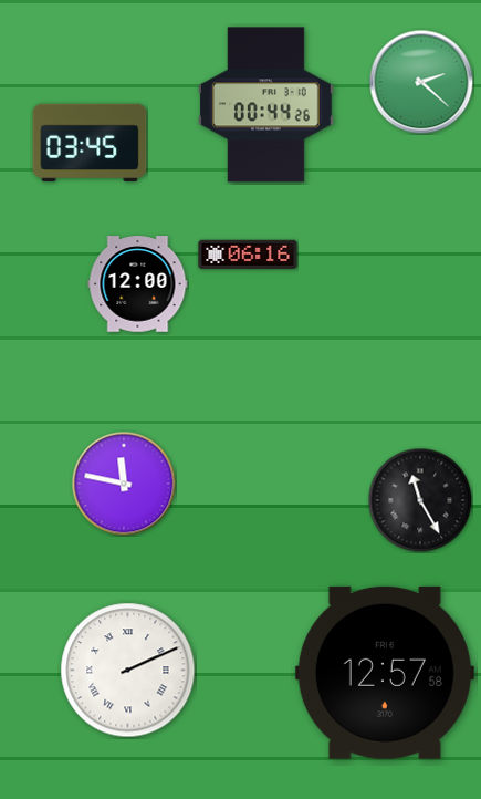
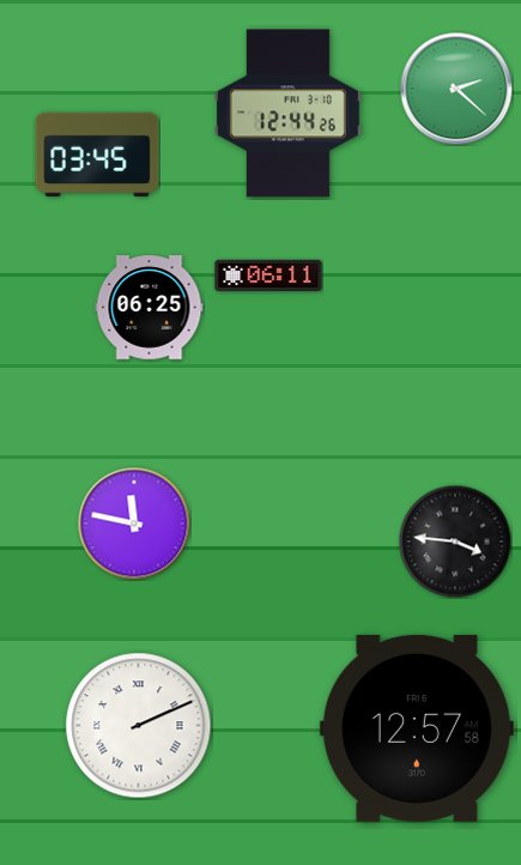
clock at (265, 105): 00:44 -> 12:44
clock at (248, 253): 06:16 -> 06:11
clock at (138, 284): 12:00 -> 06:25
clock at (420, 500): 11:25 -> 3:46
